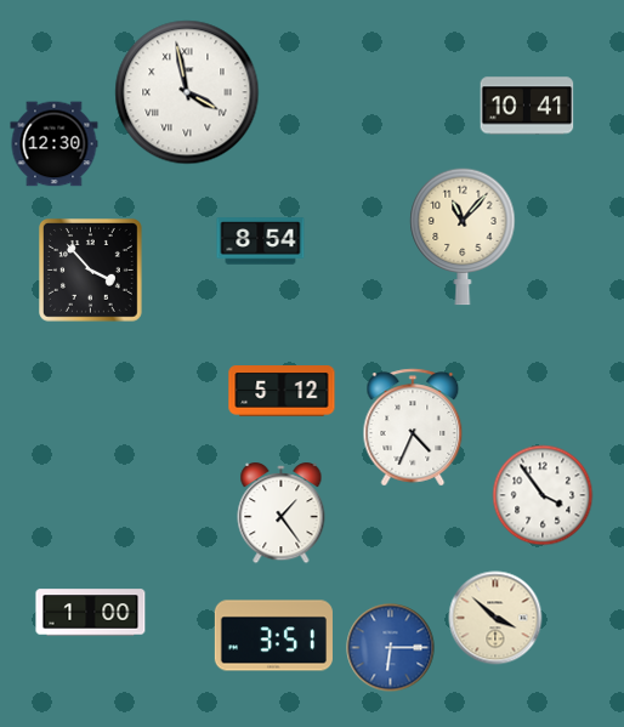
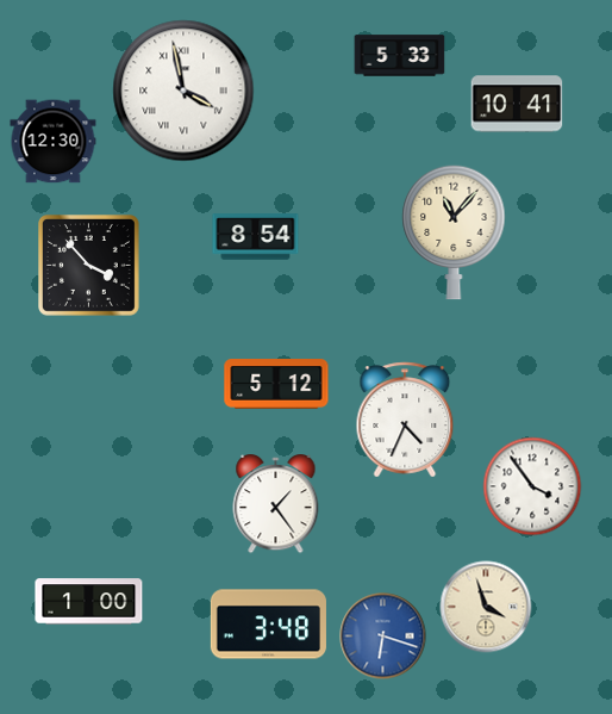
clock at (400, 56): none -> 5:33
clock at (495, 618): 3:52 -> 3:57
clock at (273, 636): 3:51 -> 3:48
clock at (391, 648): 6:15 -> 6:18
